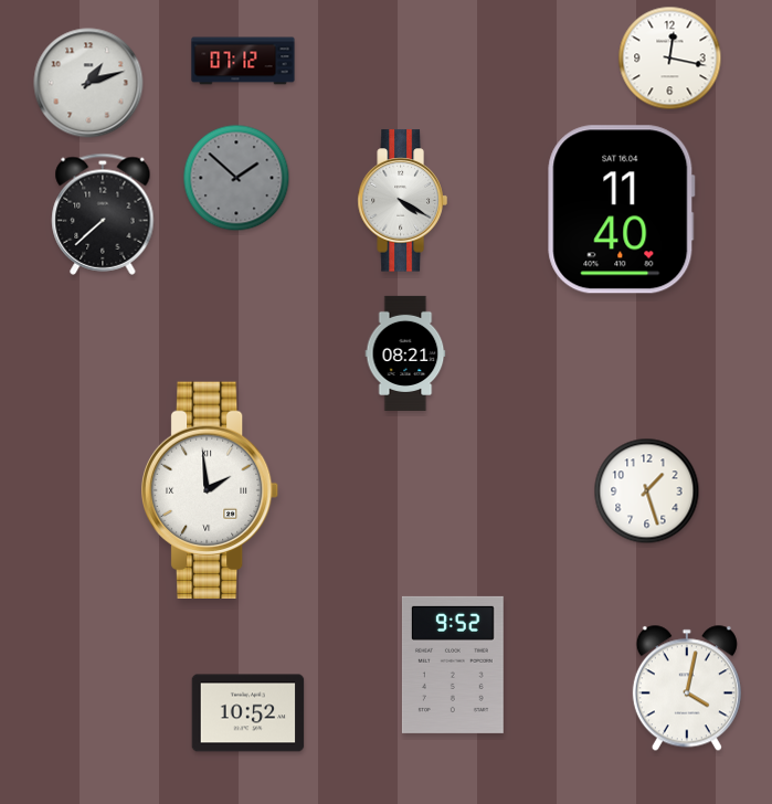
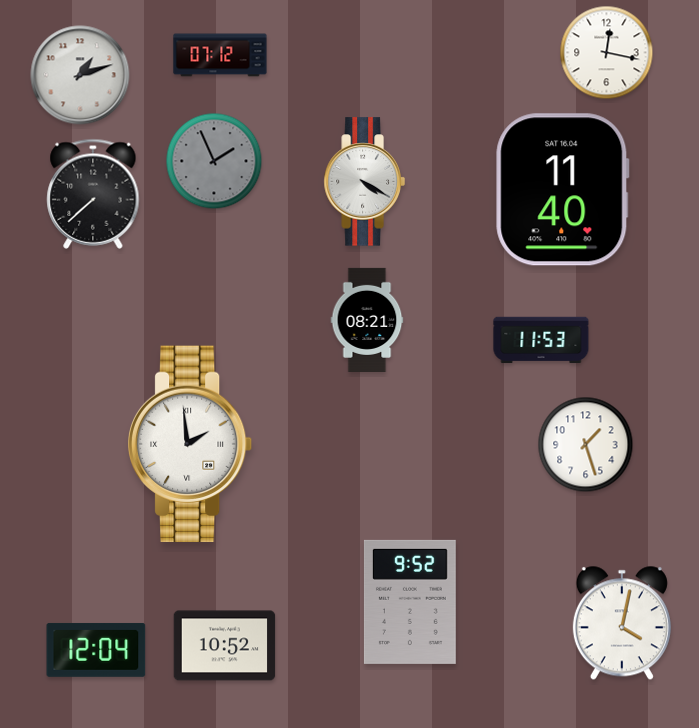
clock at (236, 178): 1:52 -> 1:56
clock at (541, 340): none -> 11:53
clock at (96, 650): none -> 12:04
